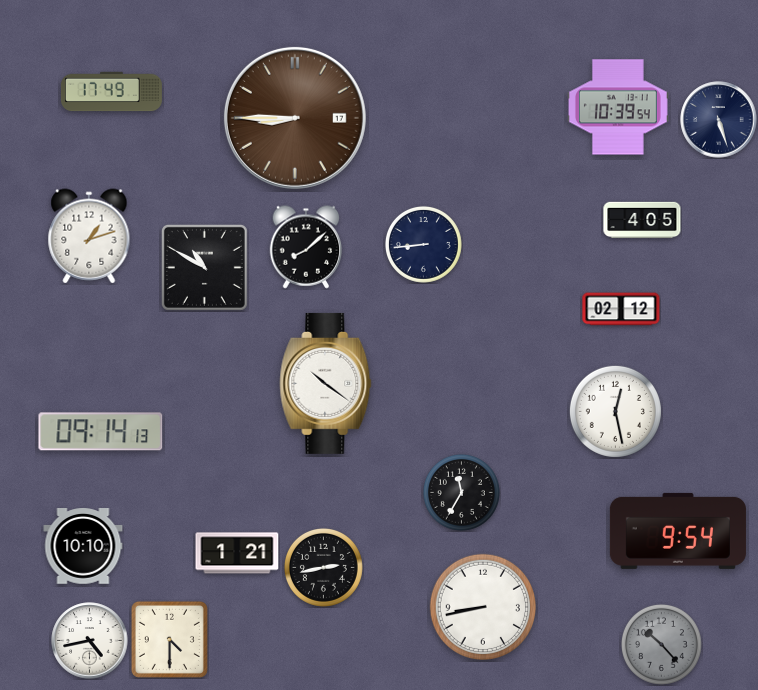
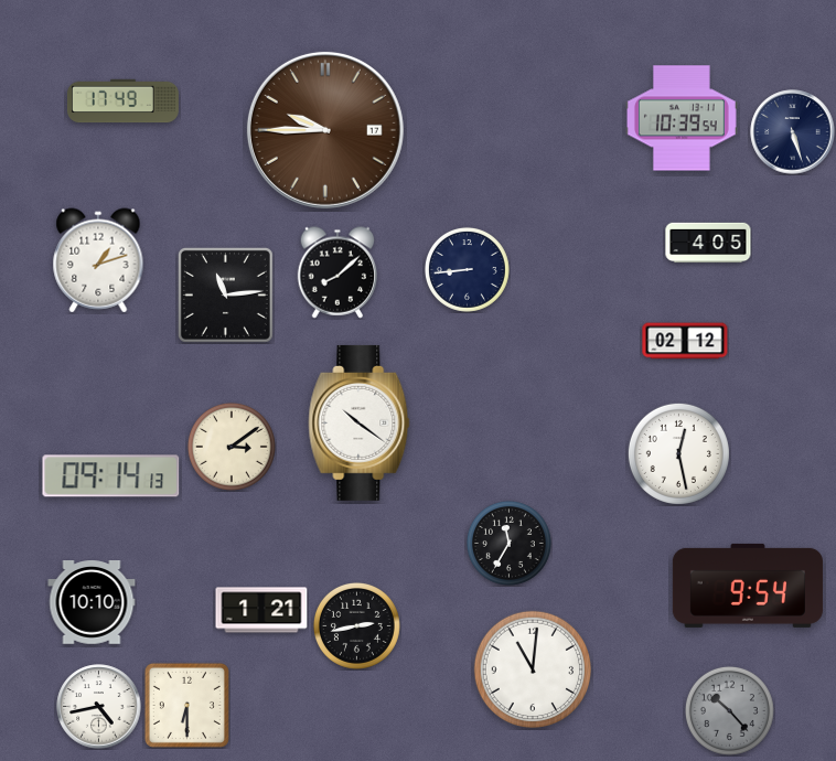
clock at (295, 118): 8:45 -> 9:45
clock at (204, 267): 10:50 -> 11:14
clock at (232, 447): none -> 3:09
clock at (482, 606): 8:43 -> 11:01
clock at (169, 639): 4:30 -> 6:30
